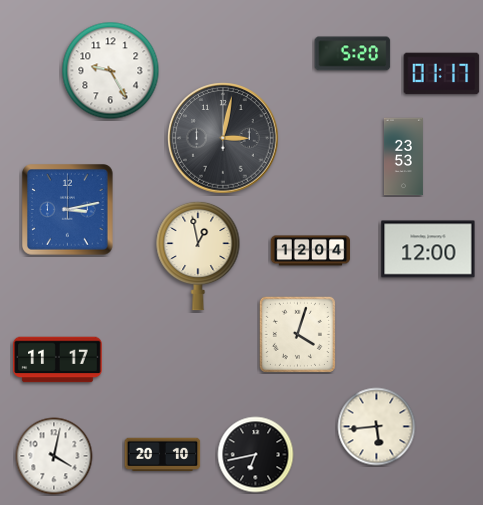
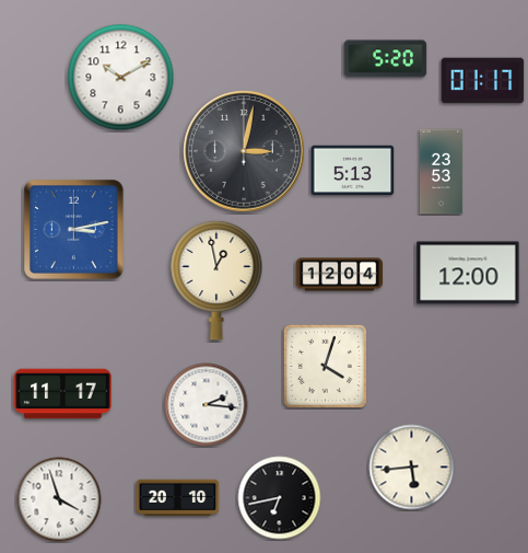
clock at (111, 71): 9:25 -> 10:10
clock at (353, 171): none -> 5:13
clock at (207, 405): none -> 2:16
clock at (54, 456): 4:02 -> 3:57
